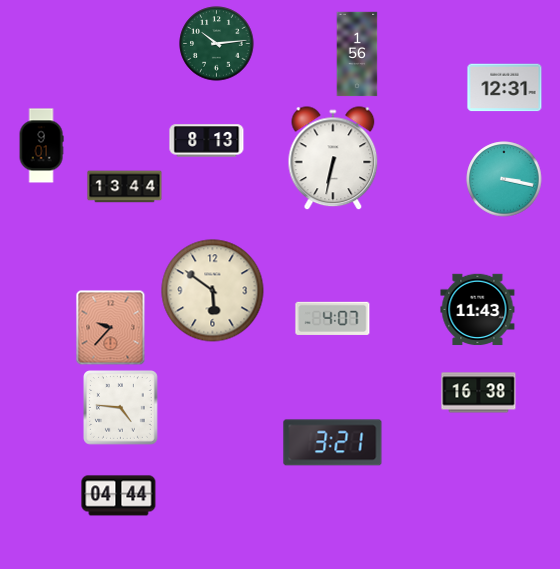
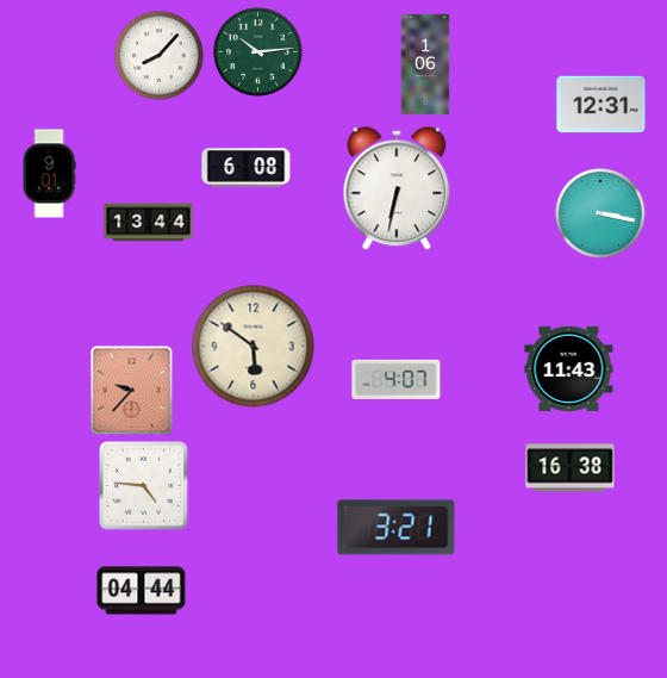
clock at (160, 56): none -> 8:07
clock at (357, 54): 1:56 -> 1:06
clock at (207, 141): 8:13 -> 6:08
